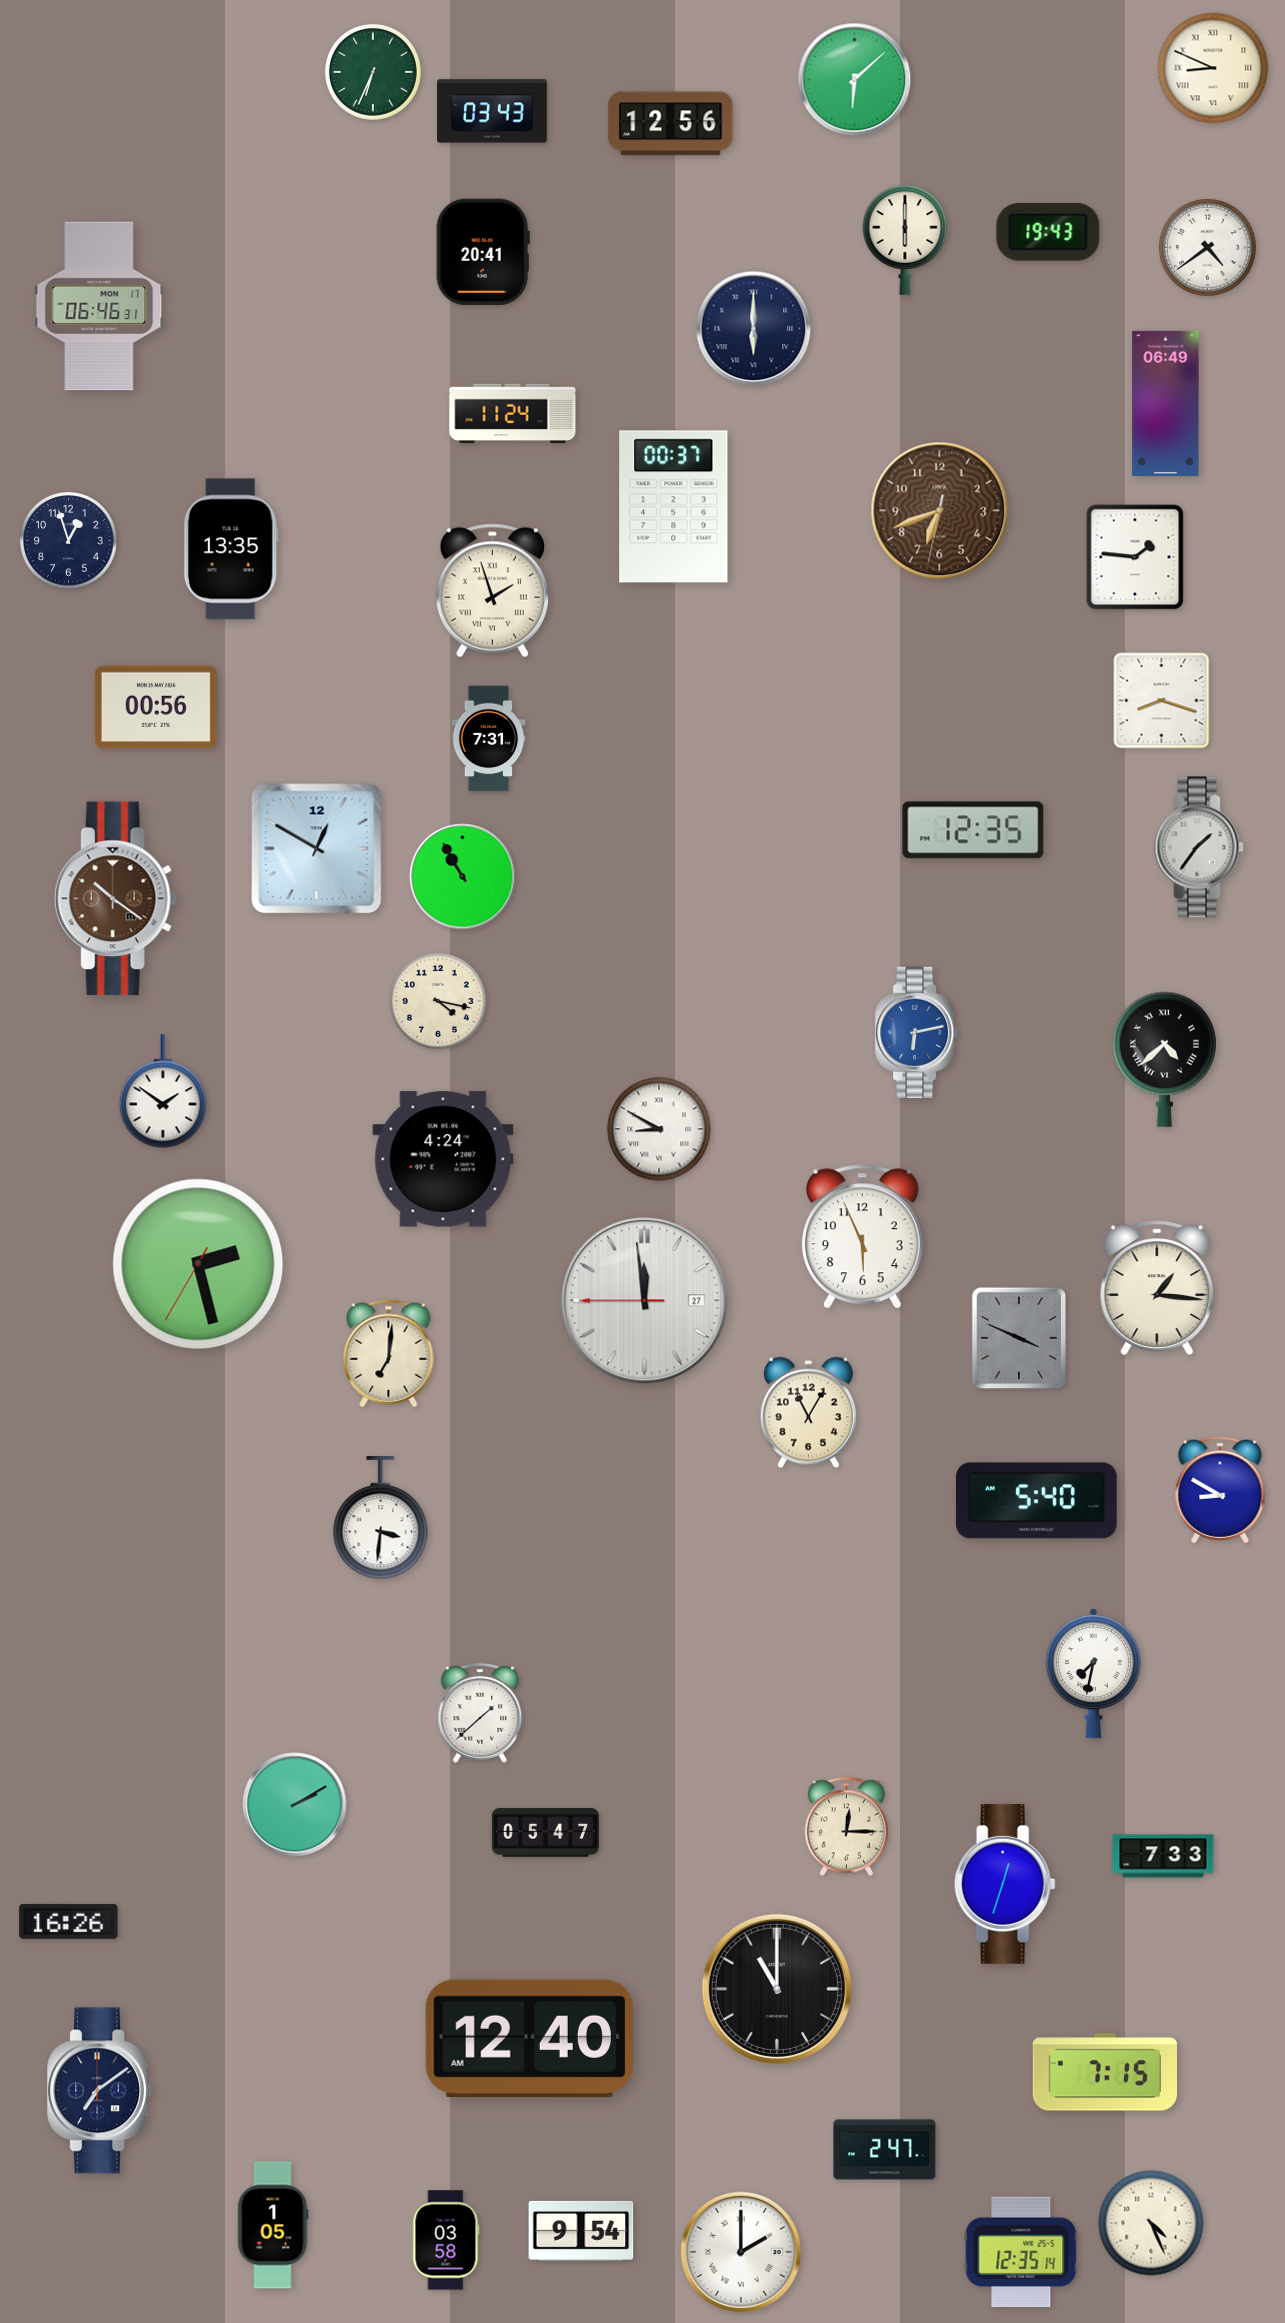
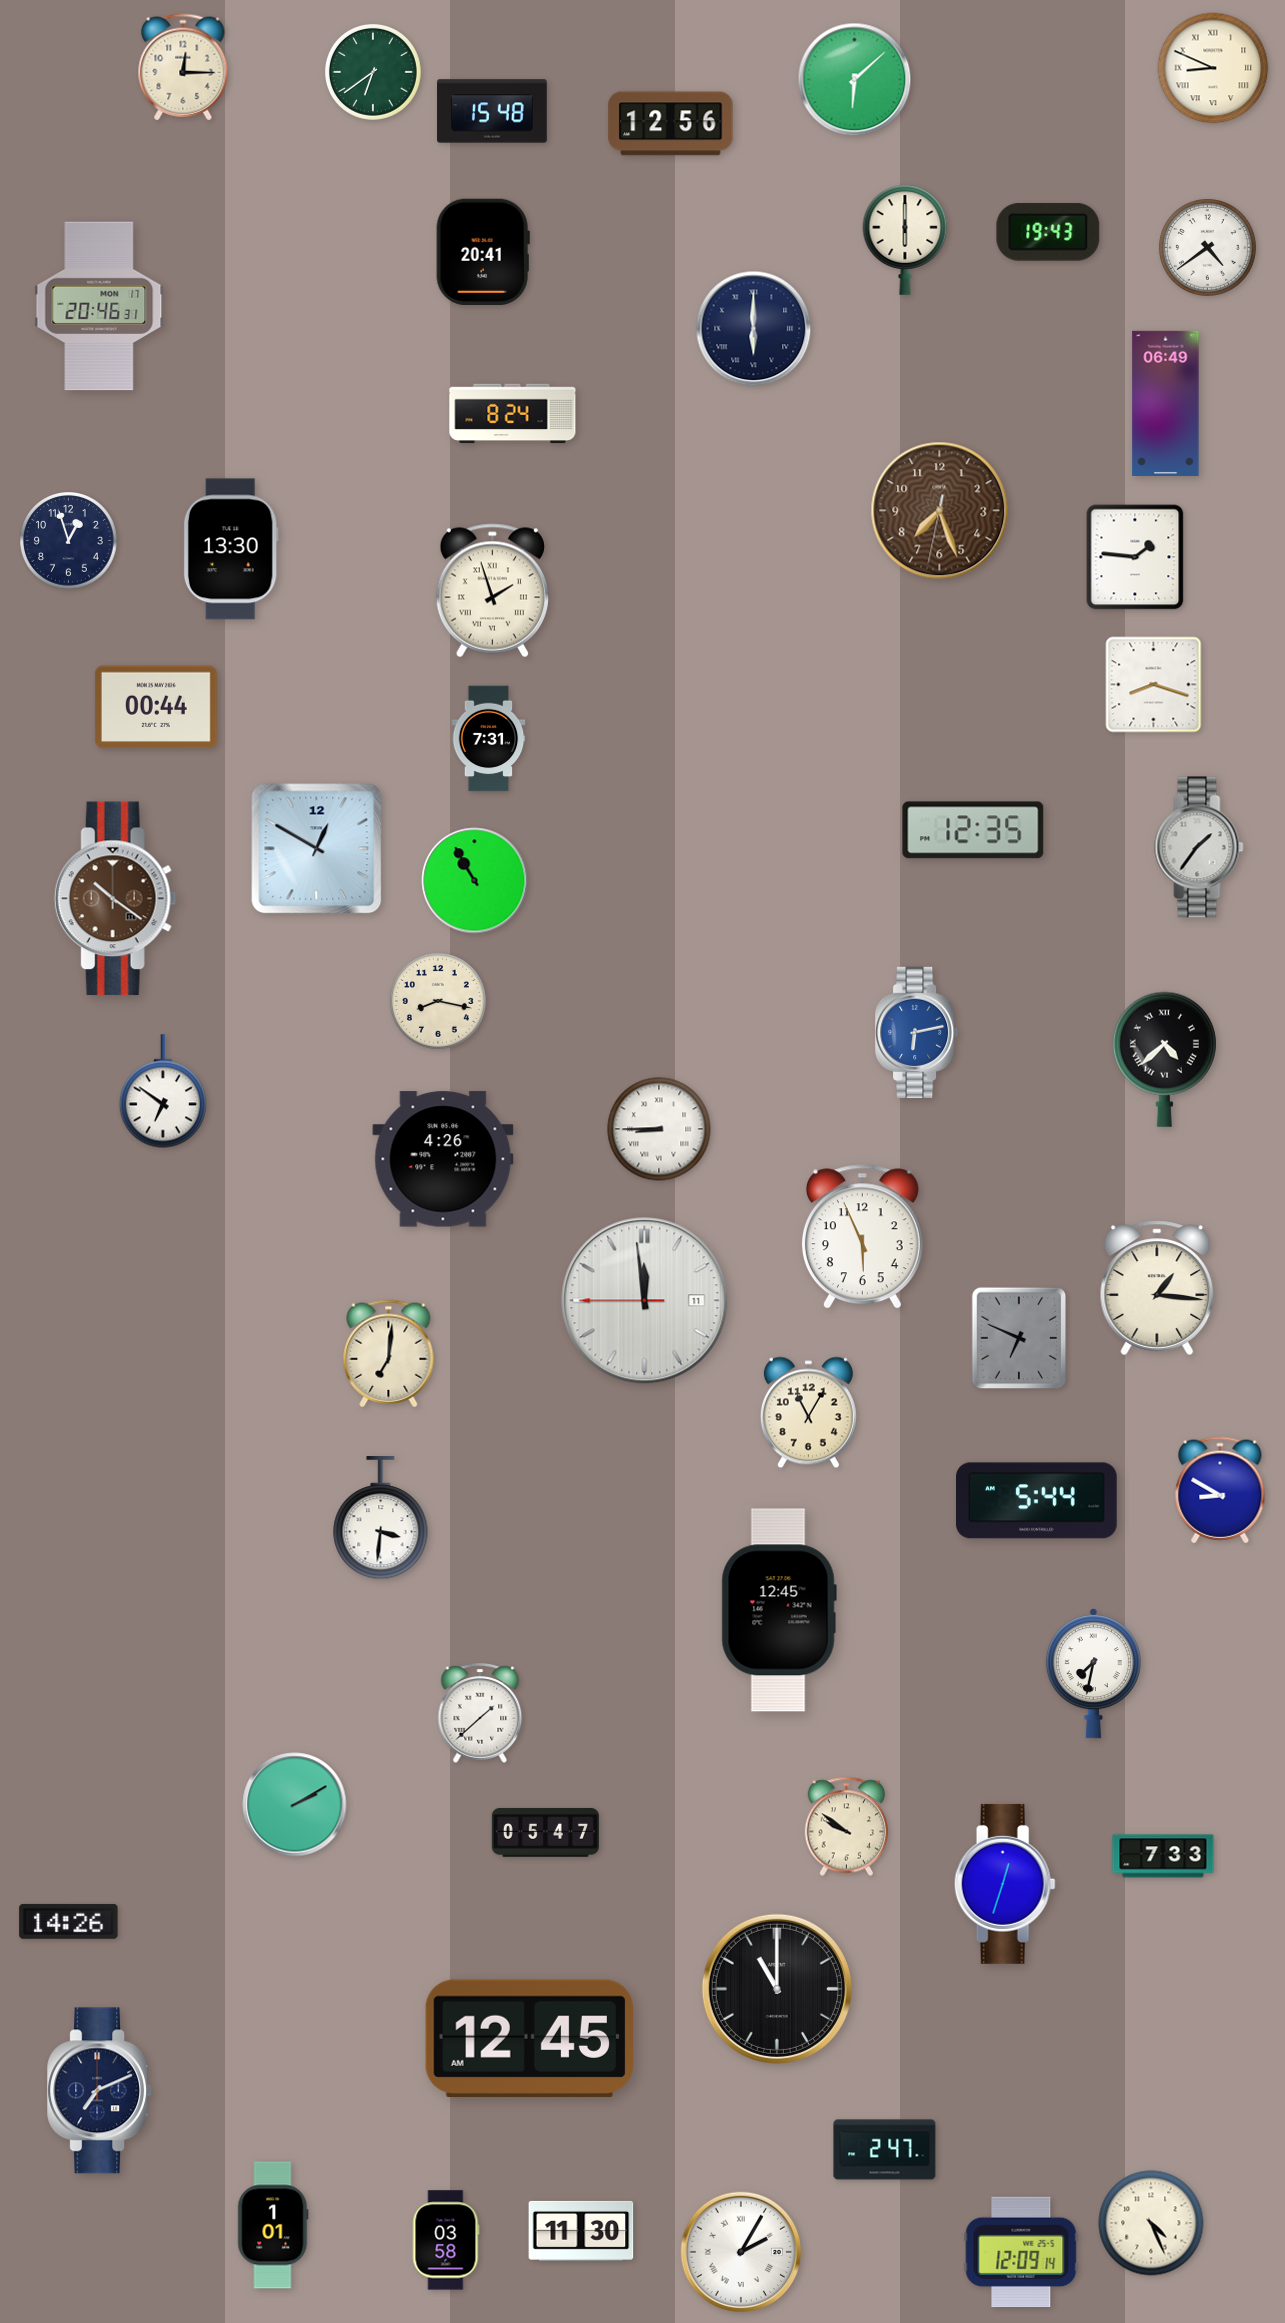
clock at (183, 67): none -> 12:15
clock at (373, 72): 6:34 -> 6:39
clock at (492, 111): 03:43 -> 15:48
clock at (99, 306): 06:46 -> 20:46
clock at (513, 414): 11:24 -> 8:24
clock at (674, 507): 00:37 -> none
clock at (940, 511): 6:41 -> 7:26
clock at (231, 549): 13:35 -> 13:30
clock at (1162, 701) position: (1162, 701) -> (1154, 685)
clock at (156, 707): 00:56 -> 00:44
clock at (463, 877) position: (463, 877) -> (475, 881)
clock at (438, 1001): 4:17 -> 8:17
clock at (163, 1091): 1:51 -> 6:51
clock at (659, 1129): 8:50 -> 8:45
clock at (443, 1159): 4:24 -> 4:26
clock at (198, 1264): 2:27 -> none
clock at (645, 1301) date: 27 -> 11
clock at (1019, 1338): 3:49 -> 6:49
clock at (1037, 1501): 5:40 -> 5:44
clock at (779, 1610): none -> 12:45
clock at (847, 1827): 12:15 -> 9:51
clock at (69, 1921): 16:26 -> 14:26
clock at (529, 2038): 12:40 -> 12:45
clock at (1104, 2072): 7:15 -> none
clock at (100, 2091): 7:09 -> 7:11
clock at (273, 2225): 1:05 -> 1:01
clock at (581, 2231): 9:54 -> 11:30
clock at (740, 2251): 2:00 -> 2:05
clock at (1021, 2252): 12:35 -> 12:09
